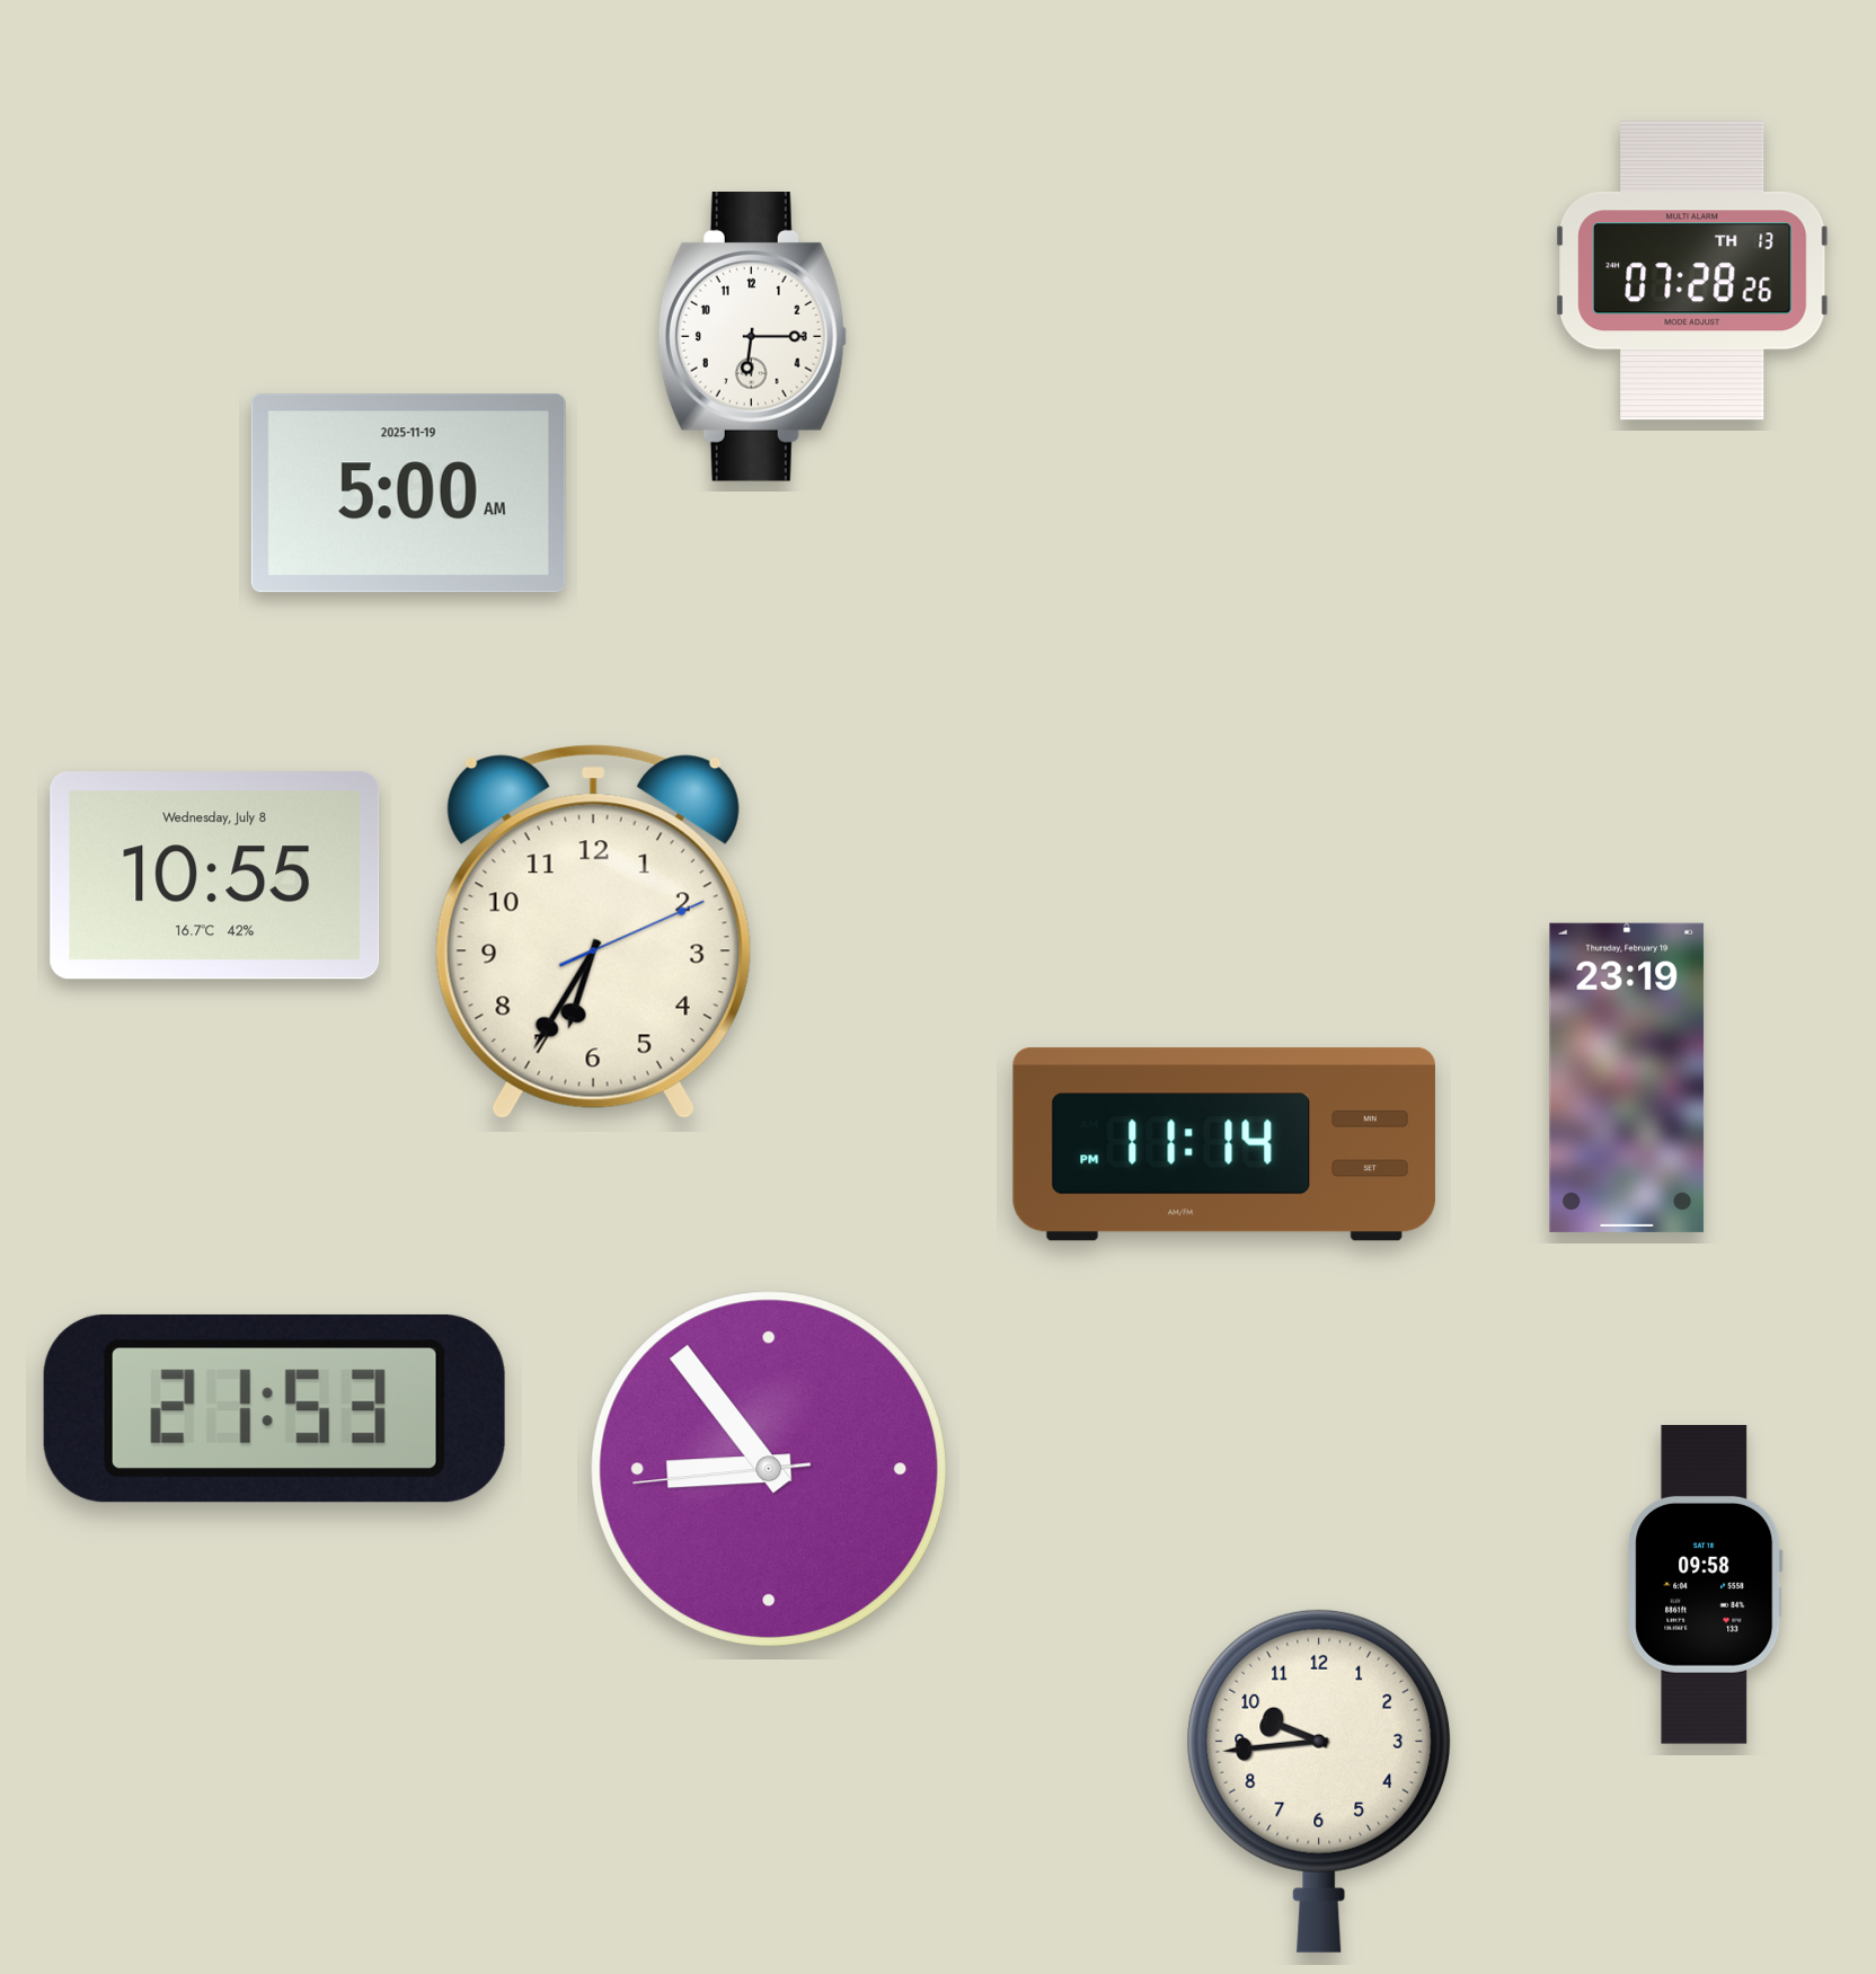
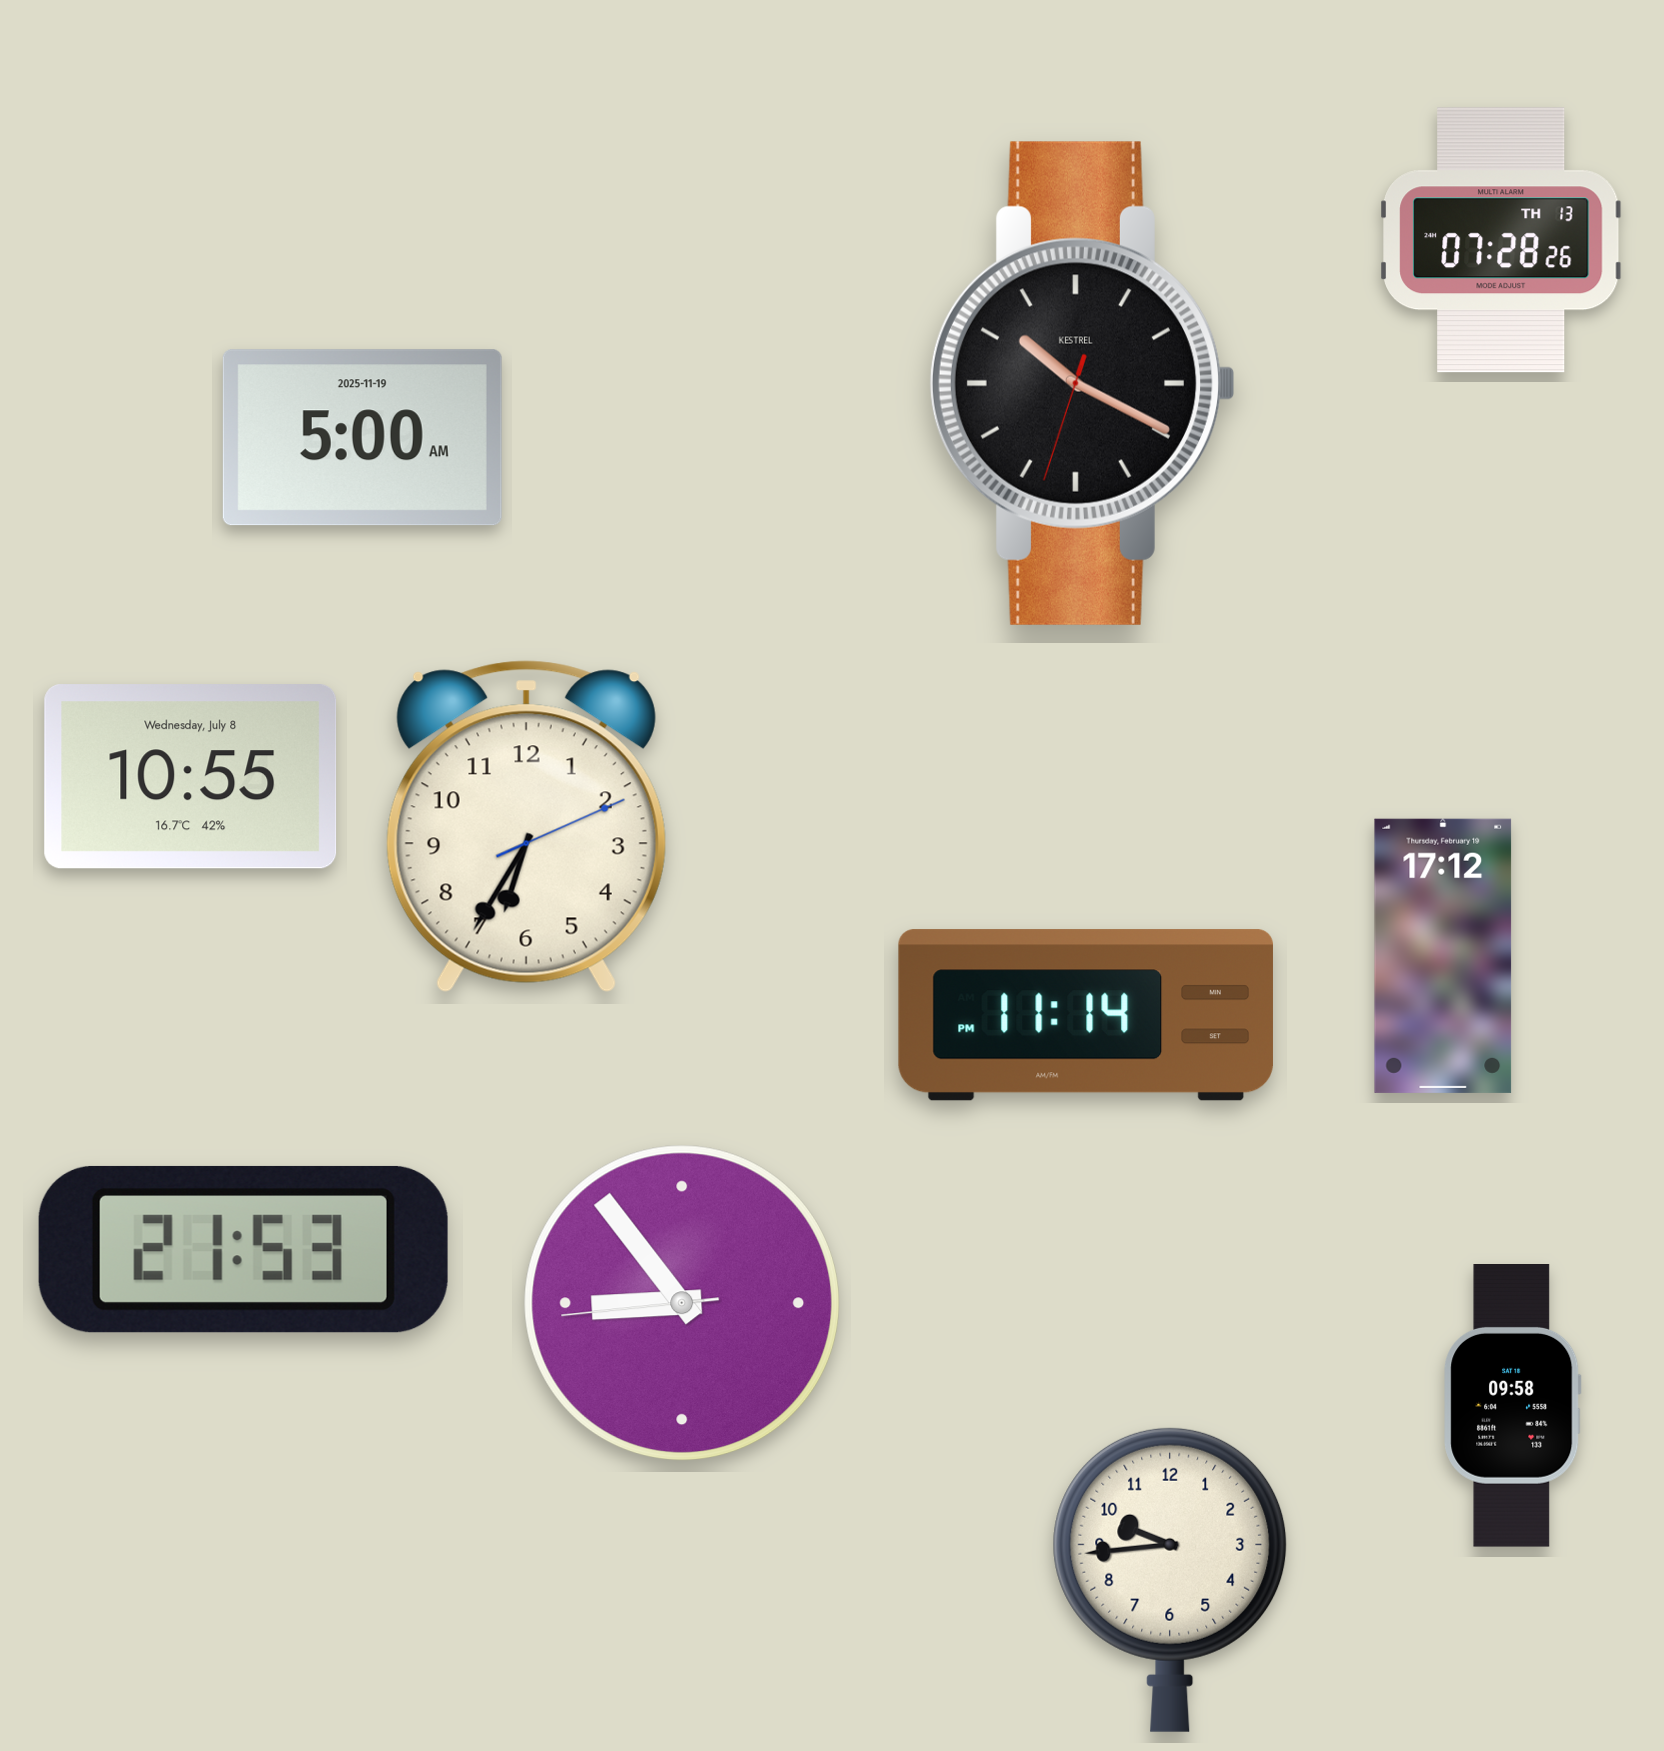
clock at (752, 337): 6:15 -> none
clock at (1082, 383): none -> 10:19
clock at (1627, 1078): 23:19 -> 17:12
